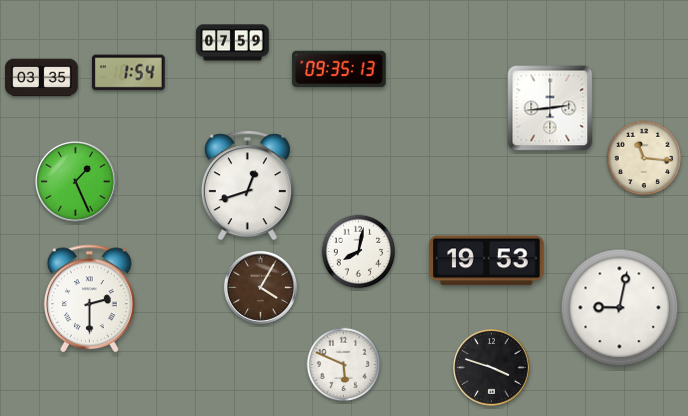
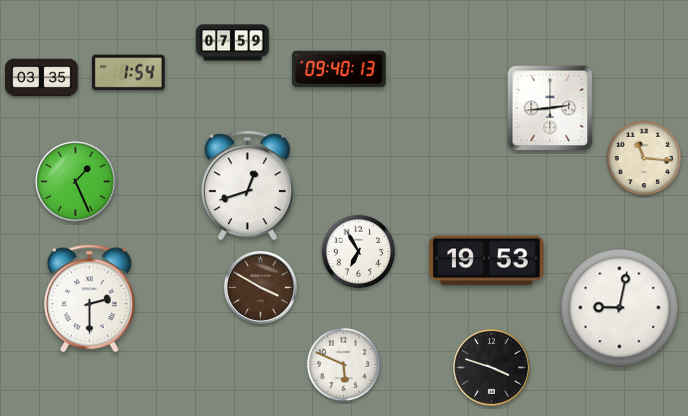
clock at (339, 69): 09:35 -> 09:40
clock at (359, 252): 8:02 -> 6:55
clock at (260, 287): 4:05 -> 3:50
